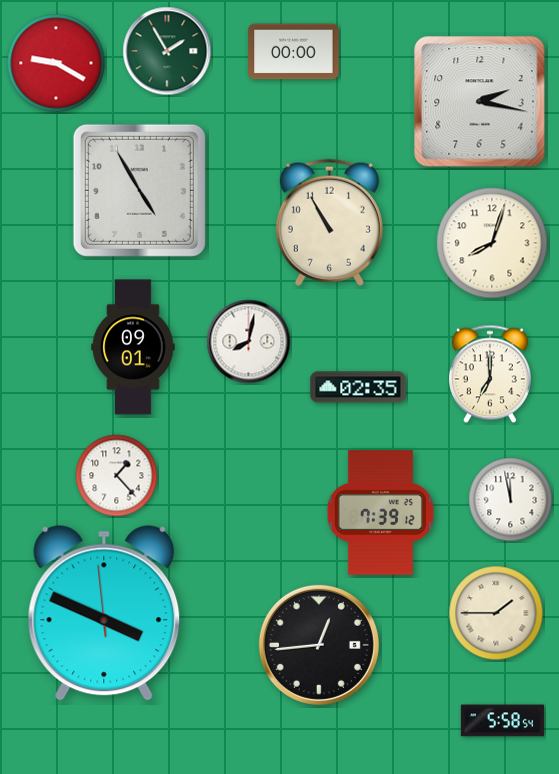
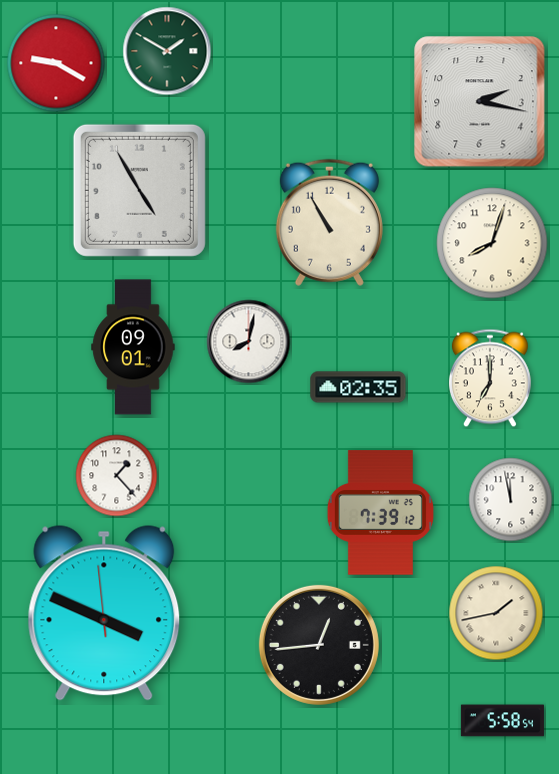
clock at (167, 51): 1:55 -> 1:50
clock at (294, 52): 00:00 -> none
clock at (490, 374) position: (490, 374) -> (490, 378)
clock at (496, 613): 1:45 -> 1:43
